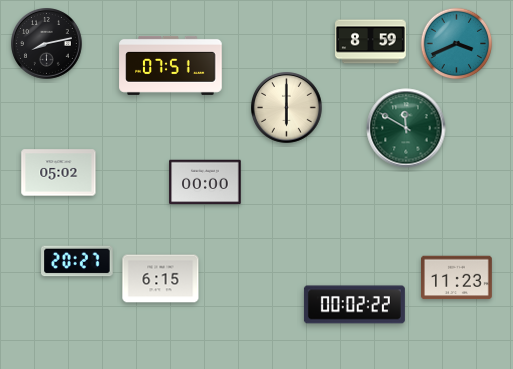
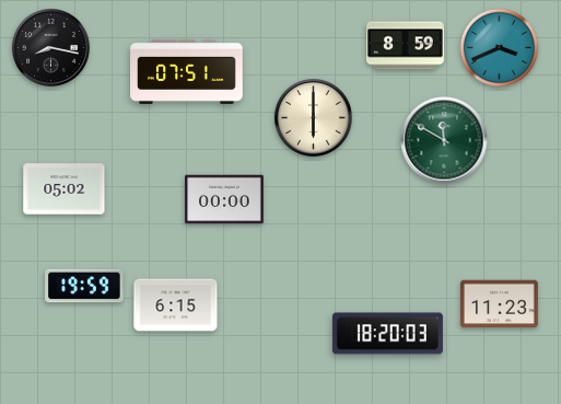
clock at (47, 44): 8:13 -> 8:17
clock at (77, 261): 20:27 -> 19:59
clock at (354, 305): 00:02 -> 18:20
